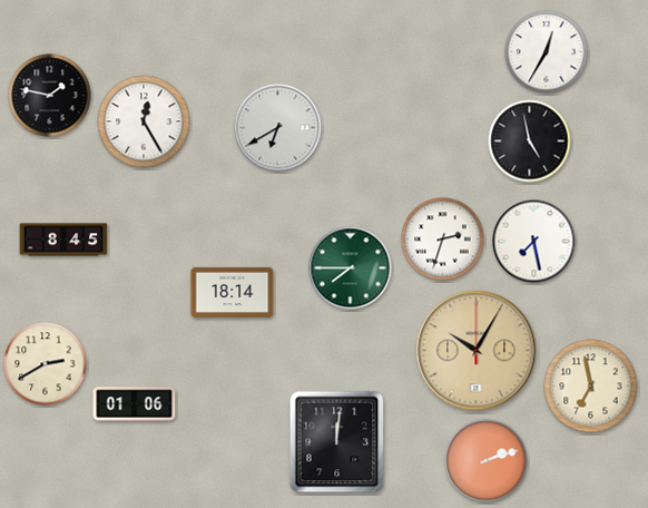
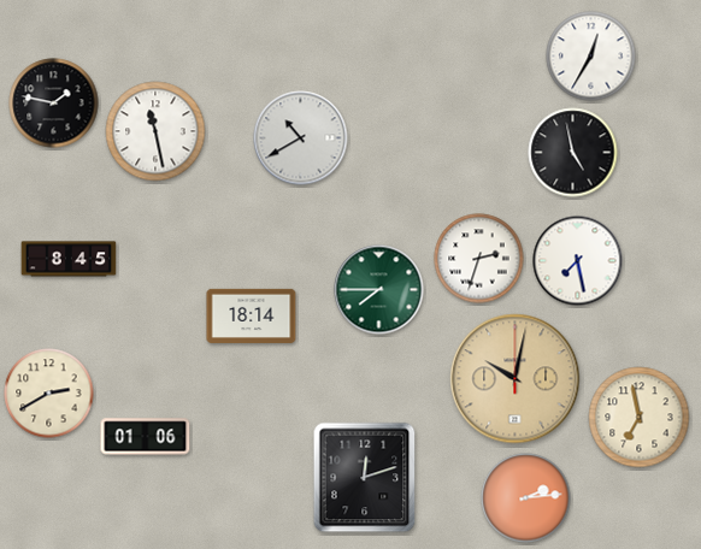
clock at (144, 121): 12:25 -> 11:28
clock at (278, 128): 6:40 -> 10:40
clock at (477, 351): 10:05 -> 10:02
clock at (337, 442): 12:01 -> 12:12
clock at (487, 461): 2:12 -> 2:14
